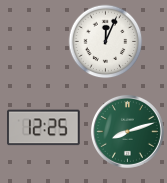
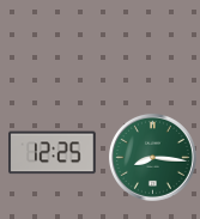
clock at (106, 42): 12:04 -> none
clock at (127, 131): 8:12 -> 8:16
